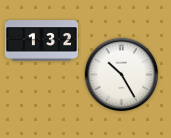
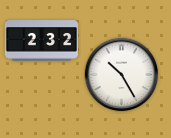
clock at (41, 41): 1:32 -> 2:32
